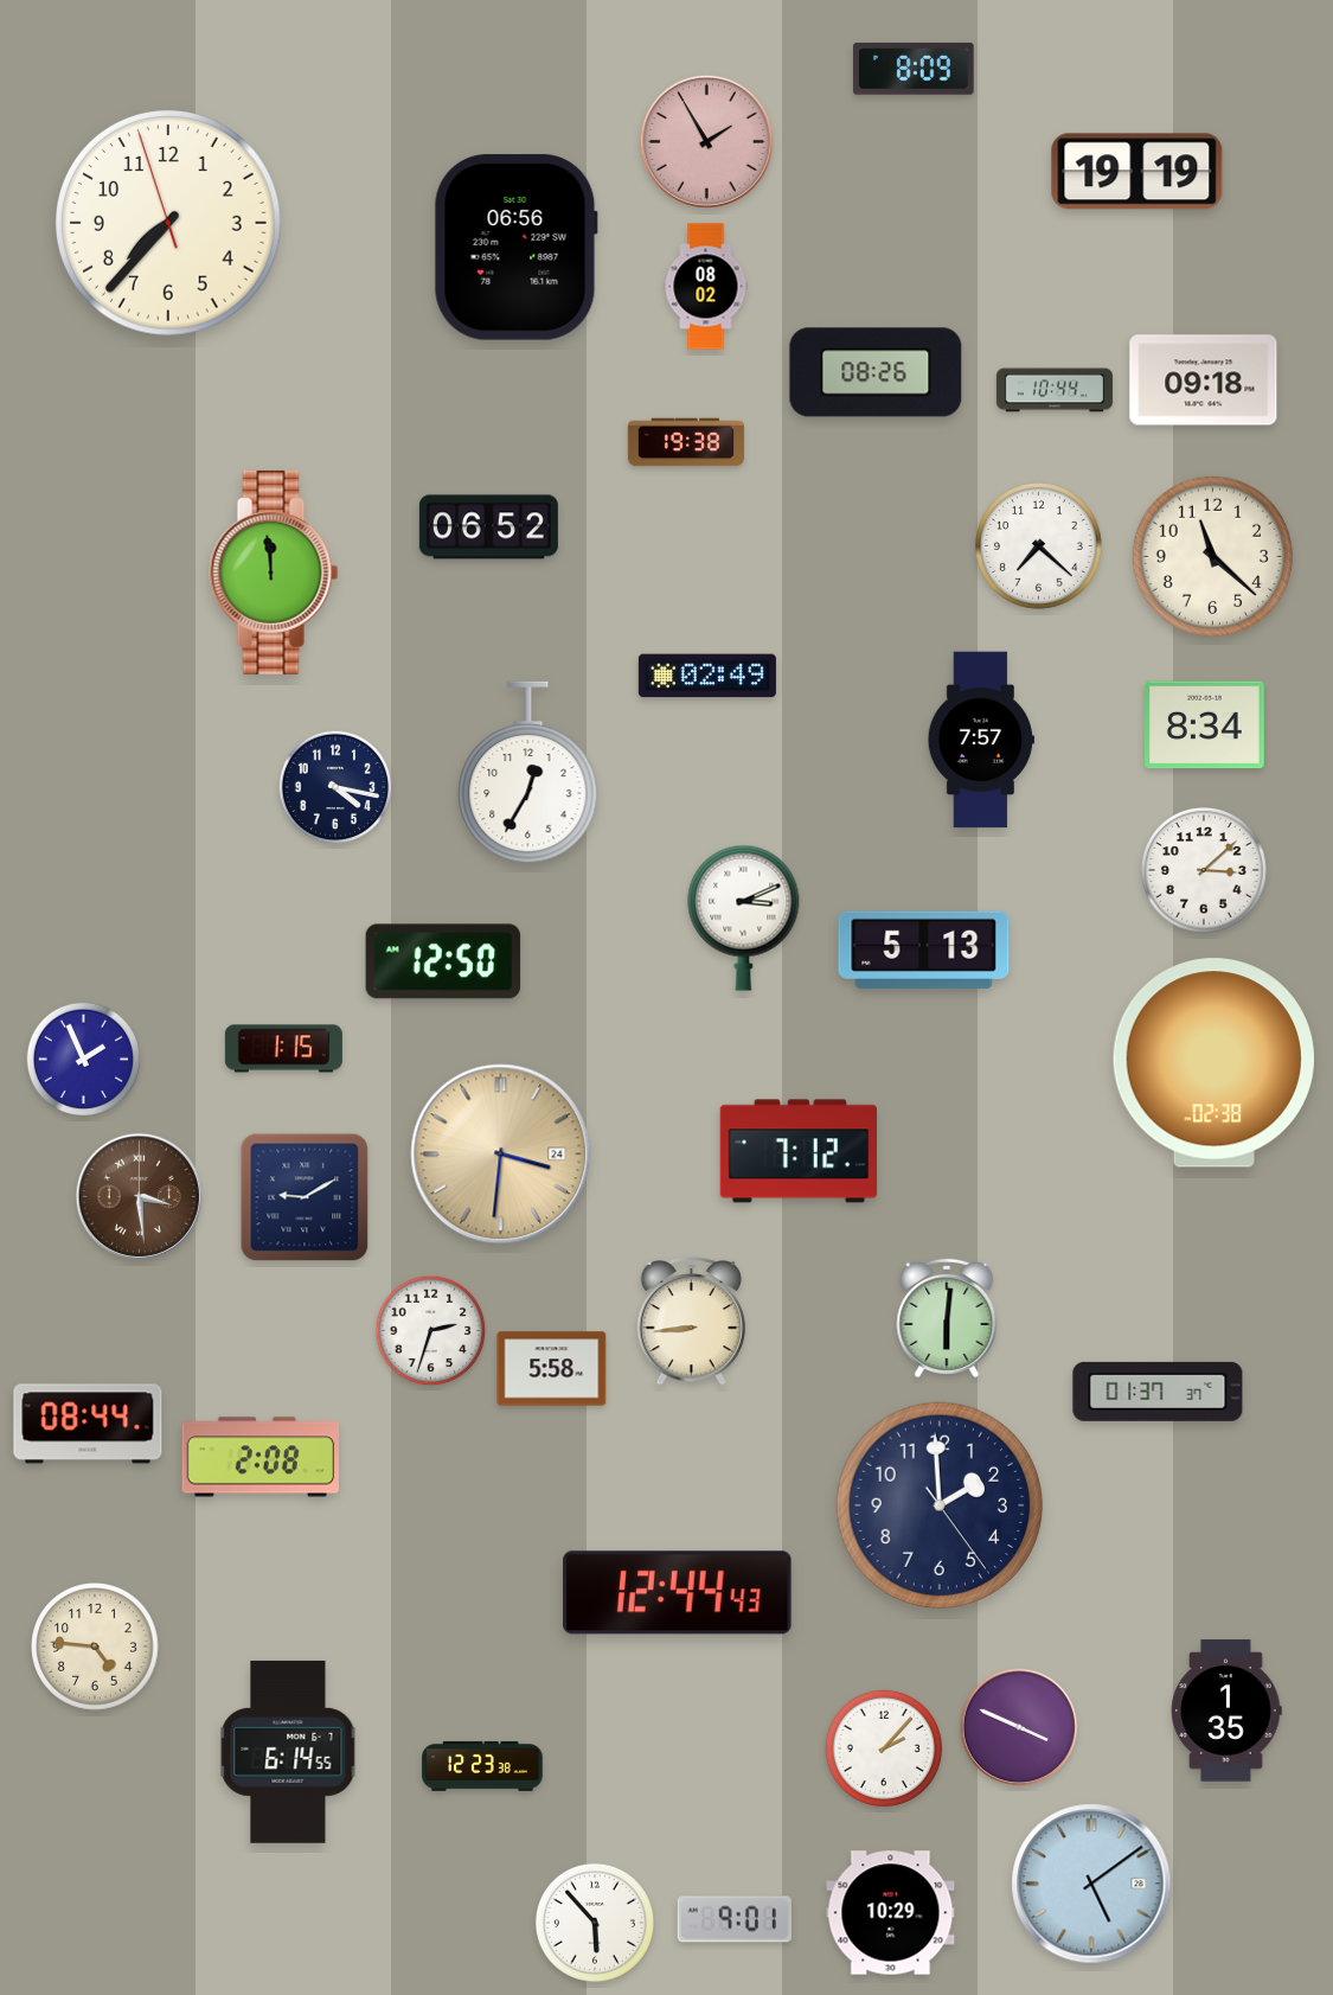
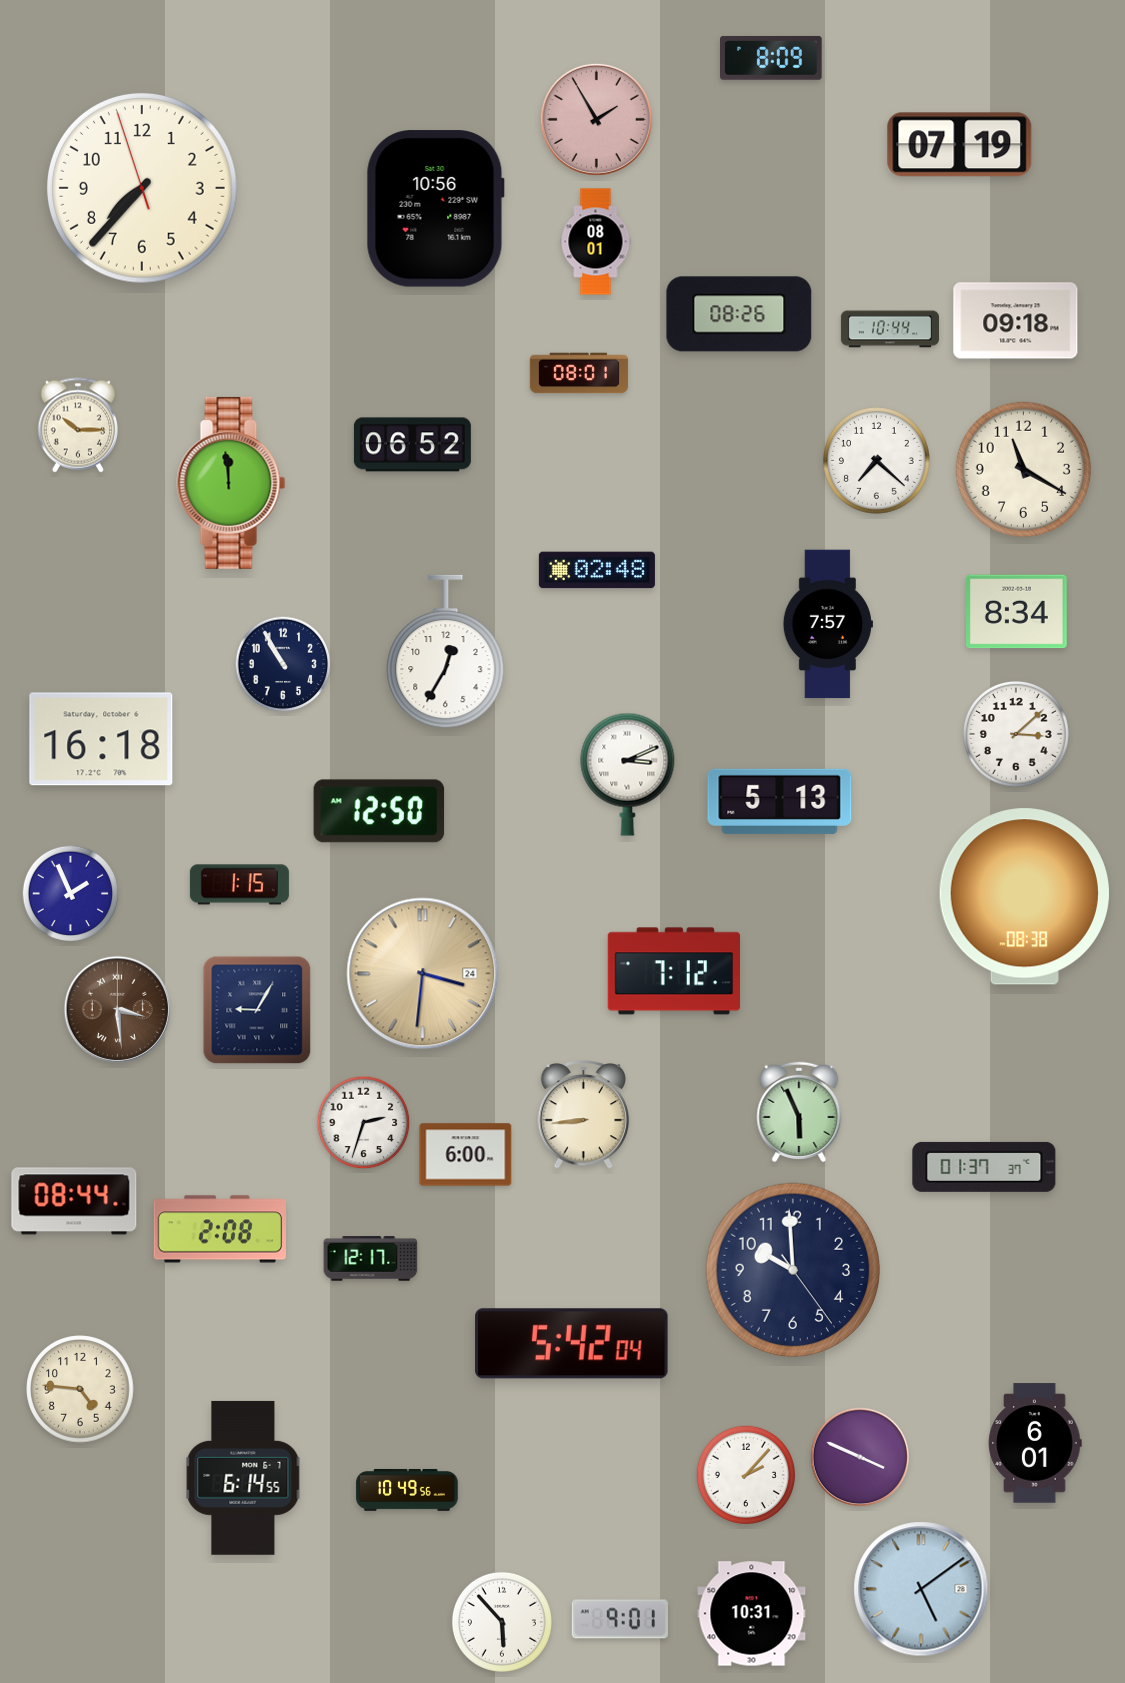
clock at (1137, 172): 19:19 -> 07:19
clock at (515, 248): 06:56 -> 10:56
clock at (706, 287): 08:02 -> 08:01
clock at (686, 442): 19:38 -> 08:01
clock at (78, 425): none -> 10:15
clock at (1213, 557): 11:22 -> 11:20
clock at (707, 676): 02:49 -> 02:48
clock at (335, 787): 4:17 -> 10:55
clock at (101, 739): none -> 16:18
clock at (443, 961) position: (443, 961) -> (379, 811)
clock at (1213, 1063): 02:38 -> 08:38
clock at (305, 1197): 9:10 -> 9:05
clock at (947, 1318): 6:01 -> 5:56
clock at (552, 1369): 5:58 -> 6:00
clock at (1158, 1392) position: (1158, 1392) -> (984, 1167)
clock at (371, 1259): none -> 12:17
clock at (940, 1505): 1:59 -> 9:59
clock at (678, 1593): 12:44 -> 5:42
clock at (1226, 1711): 1:35 -> 6:01
clock at (482, 1766): 12:23 -> 10:49
clock at (891, 1913): 10:29 -> 10:31
